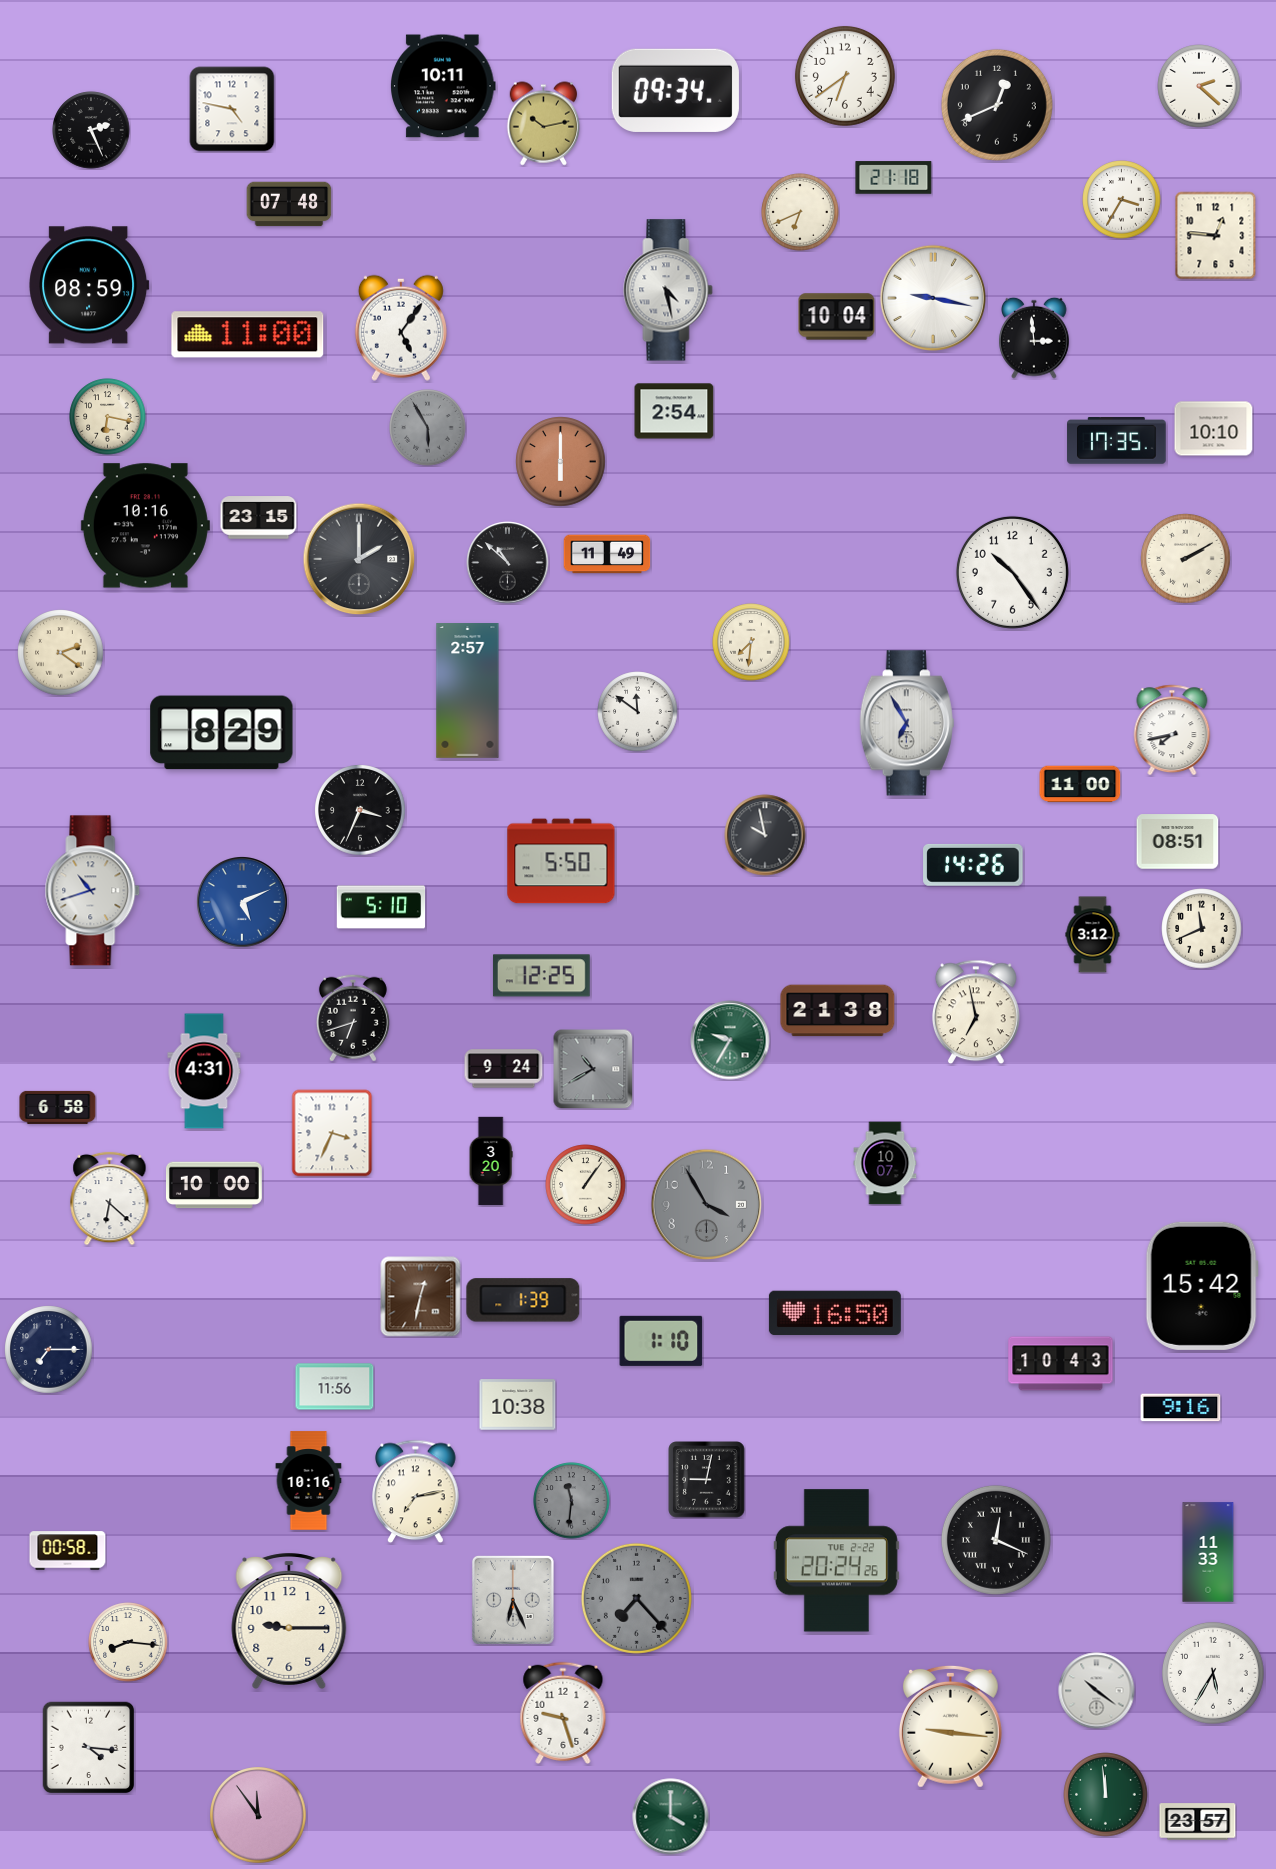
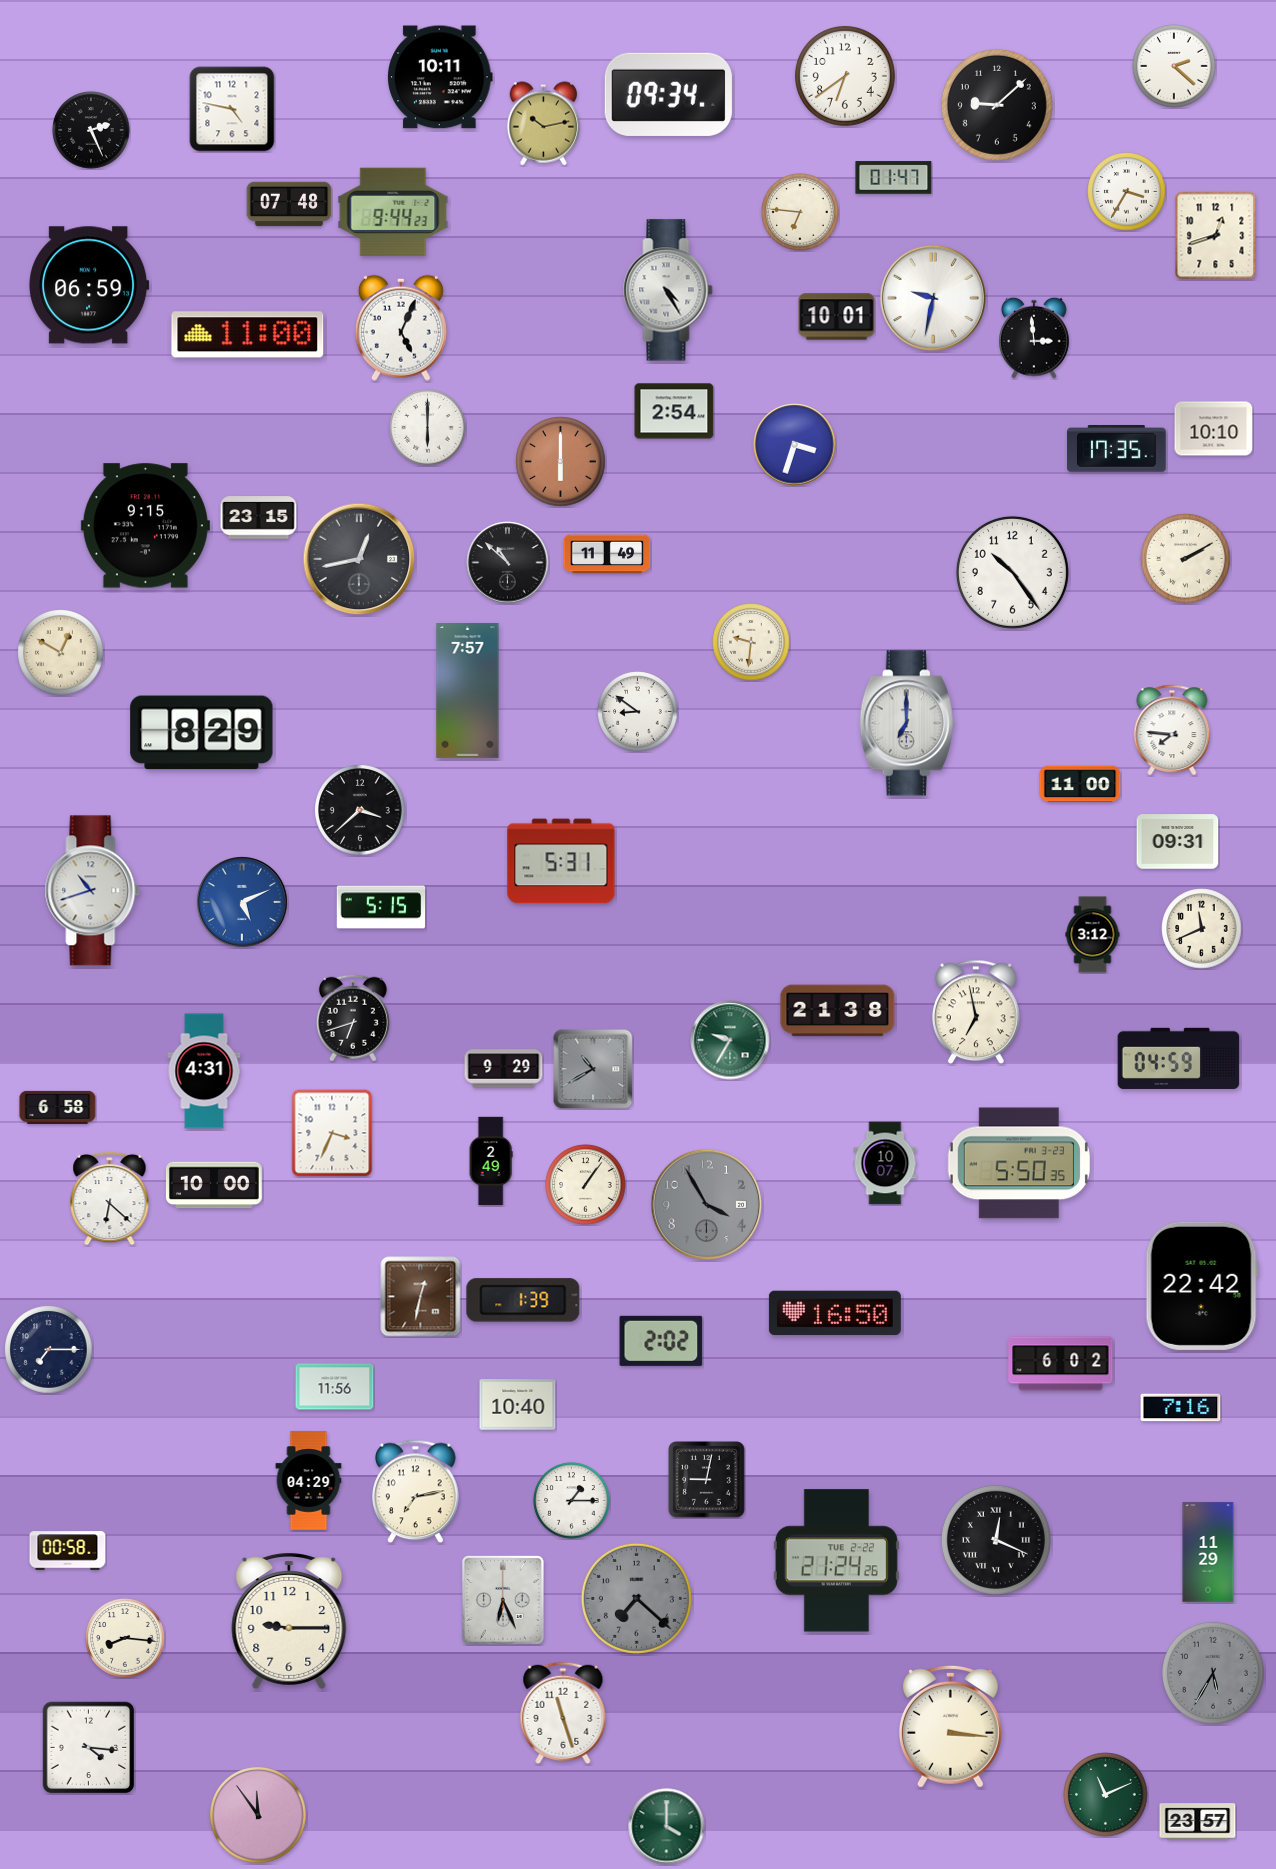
clock at (444, 86) position: (444, 86) -> (441, 77)
clock at (1199, 86) position: (1199, 86) -> (1174, 66)
clock at (675, 90) position: (675, 90) -> (668, 94)
clock at (997, 105): 12:41 -> 9:08
clock at (894, 178): 21:18 -> 01:47
clock at (1122, 200) position: (1122, 200) -> (1127, 192)
clock at (393, 211): none -> 9:44
clock at (800, 212): 6:41 -> 6:46
clock at (1216, 236): 12:46 -> 12:42
clock at (89, 285): 08:59 -> 06:59
clock at (668, 290): 4:28 -> 4:25
clock at (932, 297): 9:17 -> 9:32
clock at (837, 317): 10:04 -> 10:01
clock at (401, 328): 5:06 -> 5:04
clock at (108, 417): 6:17 -> none
clock at (428, 428): 5:55 -> 6:00
clock at (428, 428) dial: grey -> white
clock at (1117, 441) position: (1117, 441) -> (1117, 449)
clock at (795, 445): none -> 3:33
clock at (145, 526): 10:16 -> 9:15
clock at (359, 559): 2:00 -> 12:43
clock at (751, 642): 7:31 -> 9:31
clock at (61, 653): 2:21 -> 12:50
clock at (468, 691): 2:57 -> 7:57
clock at (638, 712): 11:51 -> 8:51
clock at (907, 723): 6:55 -> 7:00
clock at (1172, 730): 7:43 -> 7:46
clock at (222, 733) position: (222, 733) -> (202, 733)
clock at (360, 810): 3:34 -> 3:38
clock at (765, 835): 9:58 -> none
clock at (1178, 842): 08:51 -> 09:31
clock at (561, 861): 5:50 -> 5:31
clock at (973, 865): 14:26 -> none
clock at (381, 907): 5:10 -> 5:15
clock at (541, 976): 12:25 -> none
clock at (1179, 1058): none -> 04:59
clock at (504, 1069): 9:24 -> 9:29
clock at (491, 1161): 3:20 -> 2:49
clock at (1019, 1163): none -> 5:50
clock at (1202, 1286): 15:42 -> 22:42
clock at (661, 1341): 1:10 -> 2:02
clock at (1061, 1364): 10:43 -> 6:02
clock at (518, 1405): 10:38 -> 10:40
clock at (1181, 1408): 9:16 -> 7:16
clock at (309, 1481): 10:16 -> 04:29
clock at (572, 1501): 11:31 -> 1:15
clock at (572, 1501) dial: grey -> white
clock at (1208, 1552): 11:33 -> 11:29
clock at (836, 1561): 20:24 -> 21:24
clock at (636, 1598): 7:23 -> 7:22
clock at (513, 1600) position: (513, 1600) -> (503, 1600)
clock at (128, 1642) position: (128, 1642) -> (125, 1638)
clock at (1213, 1673) dial: white -> grey
clock at (1097, 1691): 10:21 -> none
clock at (563, 1713): 9:27 -> 11:27
clock at (950, 1726): 9:16 -> 3:16
clock at (1106, 1795): 11:59 -> 11:11
clock at (671, 1817) position: (671, 1817) -> (667, 1827)
